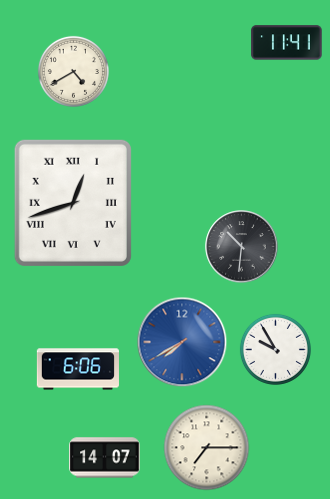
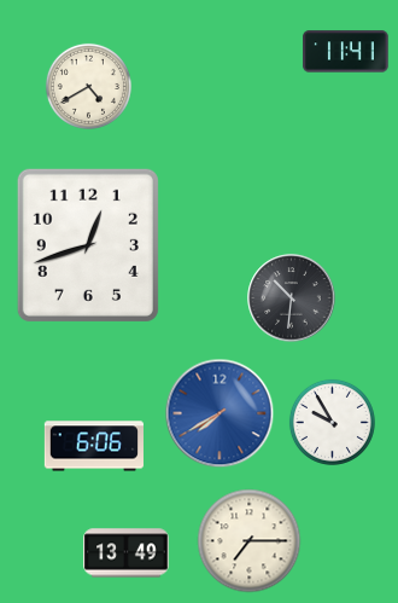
clock at (73, 203) numerals: Roman -> Arabic
clock at (105, 458): 14:07 -> 13:49
